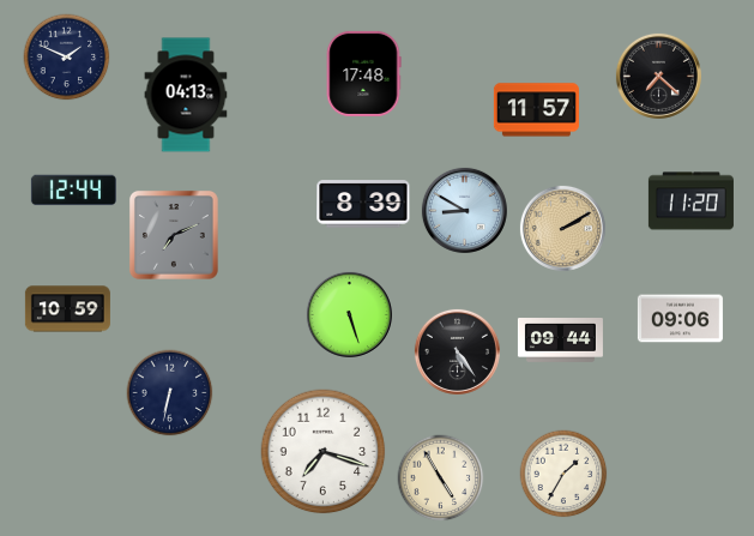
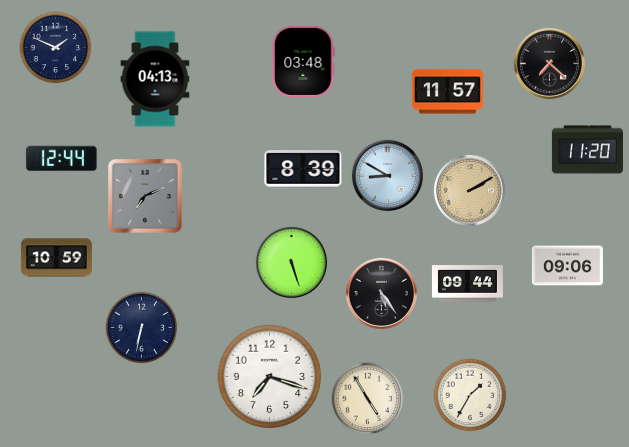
clock at (363, 73): 17:48 -> 03:48
clock at (690, 201) position: (690, 201) -> (587, 150)
